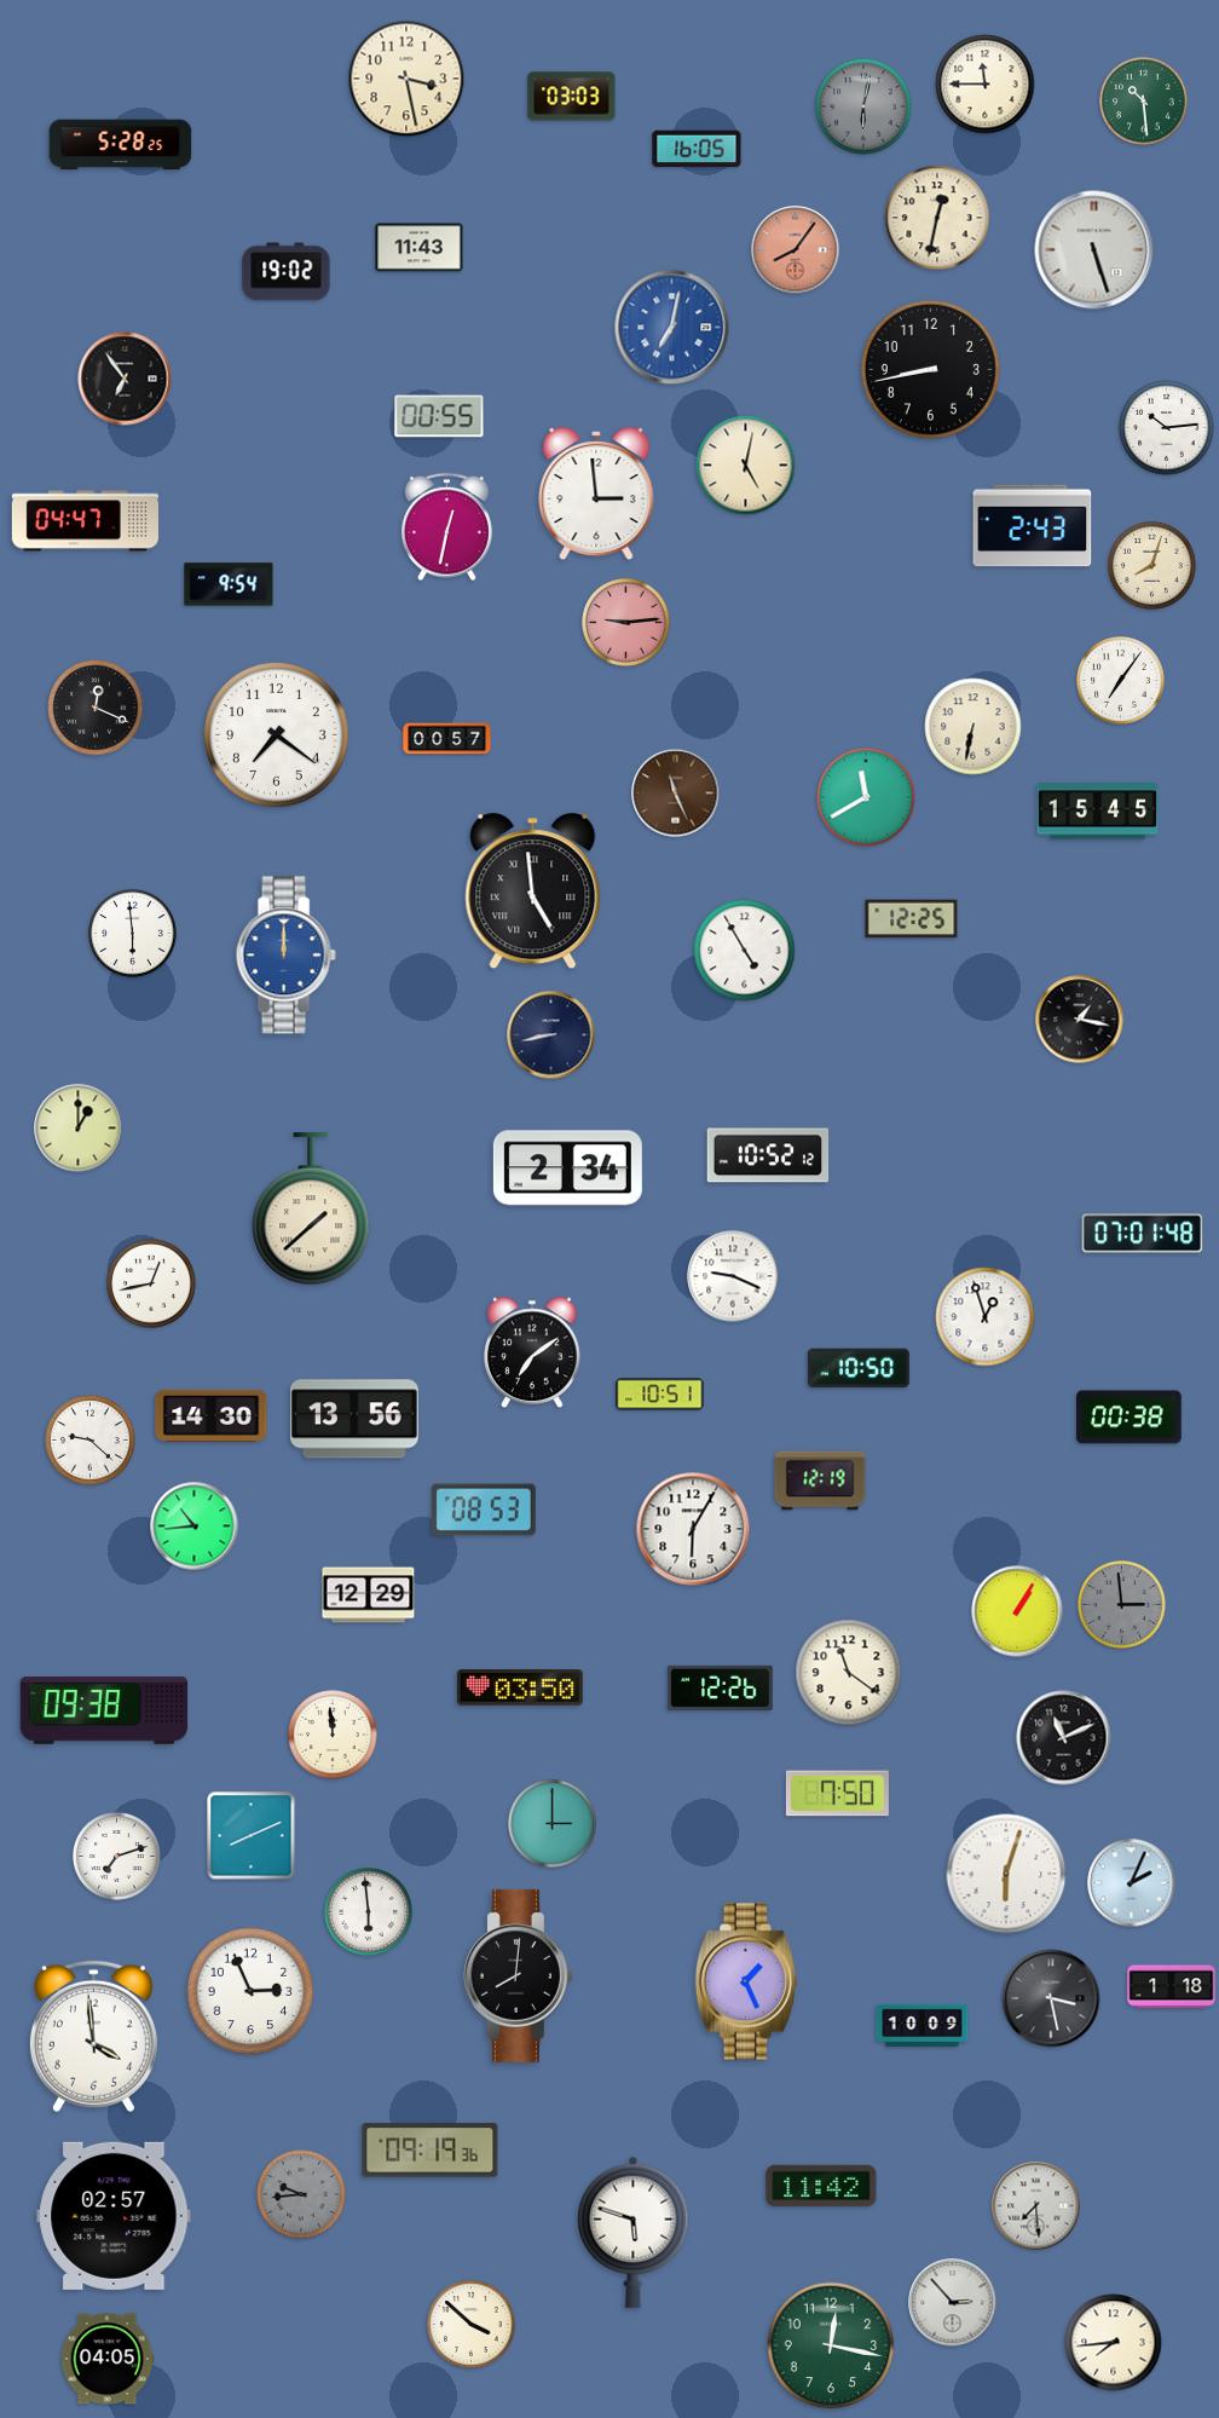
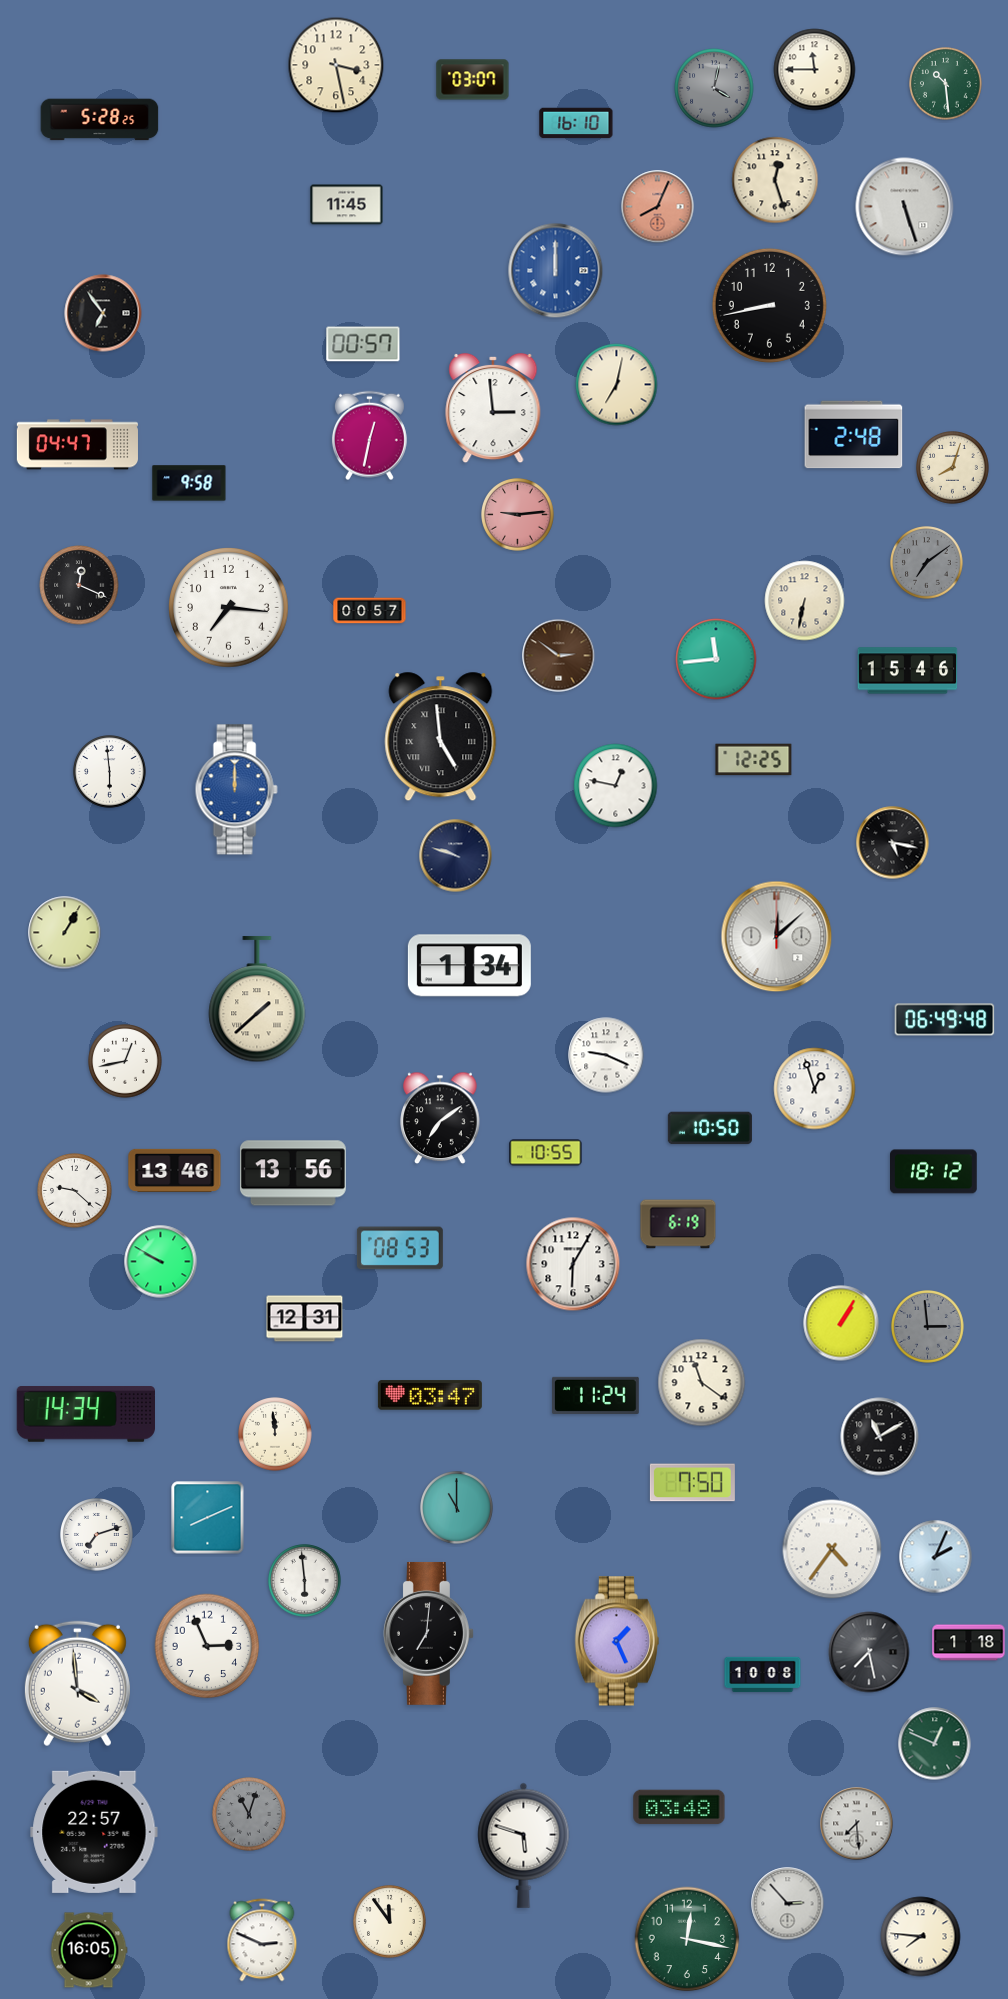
clock at (572, 97): 03:03 -> 03:07
clock at (863, 106): 6:02 -> 4:02
clock at (697, 149): 16:05 -> 16:10
clock at (937, 218): 12:32 -> 12:27
clock at (420, 248): 11:43 -> 11:45
clock at (796, 250): 8:06 -> 8:04
clock at (287, 272): 19:02 -> none
clock at (672, 328): 7:02 -> 12:00
clock at (439, 416): 00:55 -> 00:57
clock at (1167, 428): 10:14 -> none
clock at (746, 466): 5:02 -> 7:02
clock at (85, 521) position: (85, 521) -> (77, 445)
clock at (1033, 526): 2:43 -> 2:48
clock at (229, 584): 9:54 -> 9:58
clock at (1121, 681): 7:06 -> 7:09
clock at (1121, 681) dial: white -> grey
clock at (277, 735): 7:21 -> 7:16
clock at (676, 794): 11:26 -> 2:51
clock at (866, 797): 11:40 -> 11:44
clock at (1098, 812): 15:45 -> 15:46
clock at (745, 951): 4:55 -> 12:47
clock at (1080, 1020): 1:17 -> 5:17
clock at (551, 1035): 8:43 -> 9:48
clock at (79, 1129): 1:00 -> 1:05
clock at (777, 937): none -> 12:08
clock at (768, 1155): 10:52 -> none
clock at (567, 1168): 2:34 -> 1:34
clock at (1143, 1234): 07:01 -> 06:49
clock at (859, 1368) position: (859, 1368) -> (710, 1128)
clock at (660, 1395): 10:51 -> 10:55
clock at (212, 1415): 14:30 -> 13:46
clock at (1130, 1418): 00:38 -> 18:12
clock at (820, 1481): 12:19 -> 6:19
clock at (195, 1527): 10:44 -> 9:50
clock at (369, 1595): 12:29 -> 12:31
clock at (1017, 1611) position: (1017, 1611) -> (841, 1323)
clock at (520, 1687): 03:50 -> 03:47
clock at (721, 1687): 12:26 -> 11:24
clock at (103, 1712): 09:38 -> 14:34
clock at (1064, 1738): 11:11 -> 11:10
clock at (553, 1824): 3:00 -> 11:00
clock at (1006, 1874): 6:03 -> 4:36
clock at (518, 1975): 8:01 -> 7:01
clock at (746, 1981) position: (746, 1981) -> (617, 1641)
clock at (1051, 1998): 3:28 -> 7:28
clock at (923, 2026): 10:09 -> 10:08
clock at (935, 1744): none -> 12:49
clock at (431, 2151): 09:19 -> none
clock at (821, 2186): 11:42 -> 03:48
clock at (301, 2194): 9:44 -> 11:03
clock at (114, 2216): 02:57 -> 22:57
clock at (472, 2325): 3:52 -> 11:54
clock at (1114, 2343): 7:44 -> 7:46
clock at (262, 1940): none -> 2:49
clock at (108, 2359): 04:05 -> 16:05
